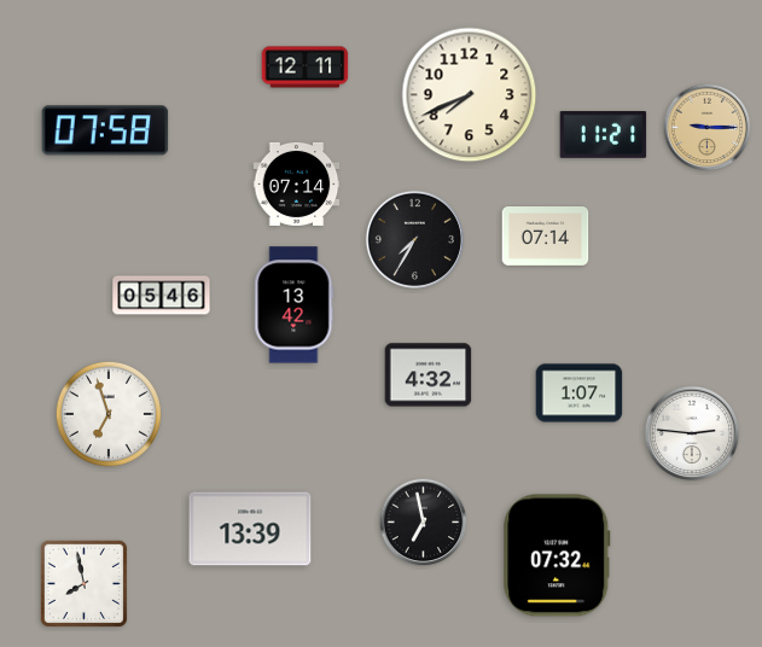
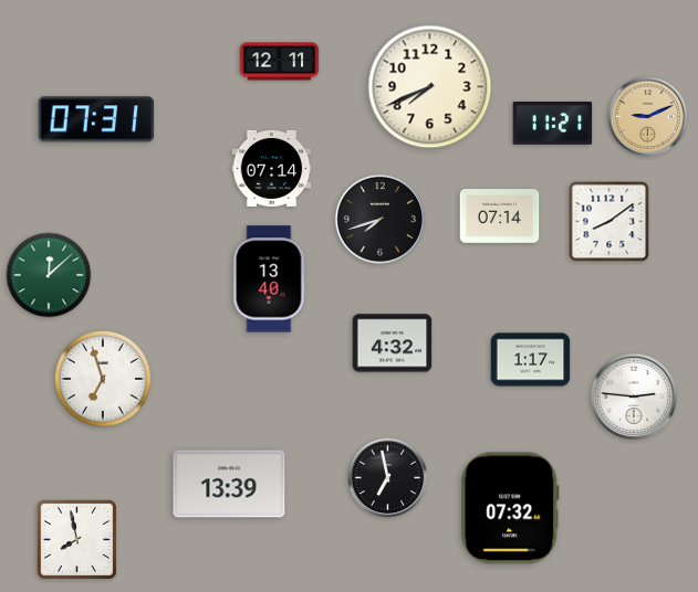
clock at (708, 128): 9:15 -> 9:11
clock at (105, 130): 07:58 -> 07:31
clock at (414, 239): 7:35 -> 7:42
clock at (610, 222): none -> 8:09
clock at (162, 296): 05:46 -> none
clock at (49, 275): none -> 12:08
clock at (295, 305): 13:42 -> 13:40
clock at (580, 394): 1:07 -> 1:17
clock at (109, 414) position: (109, 414) -> (103, 379)
clock at (83, 583) position: (83, 583) -> (76, 539)
